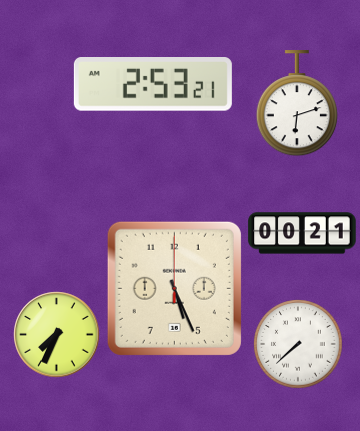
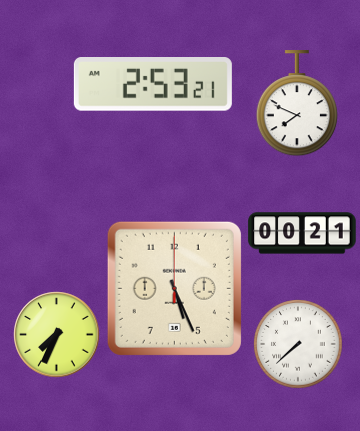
clock at (297, 103): 6:12 -> 7:49
